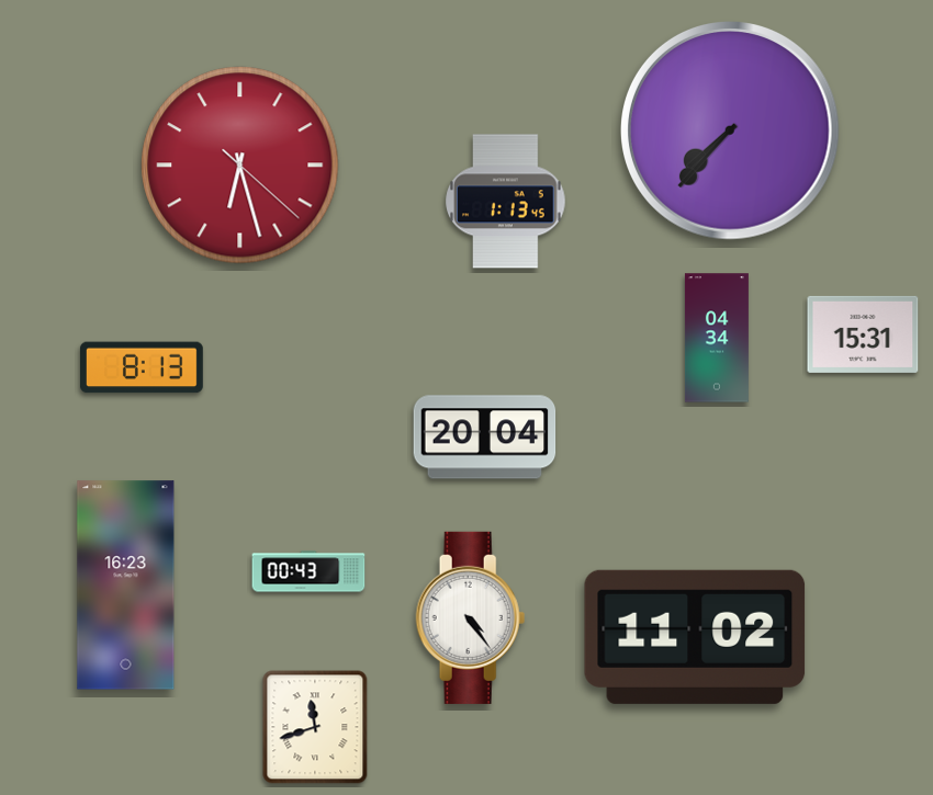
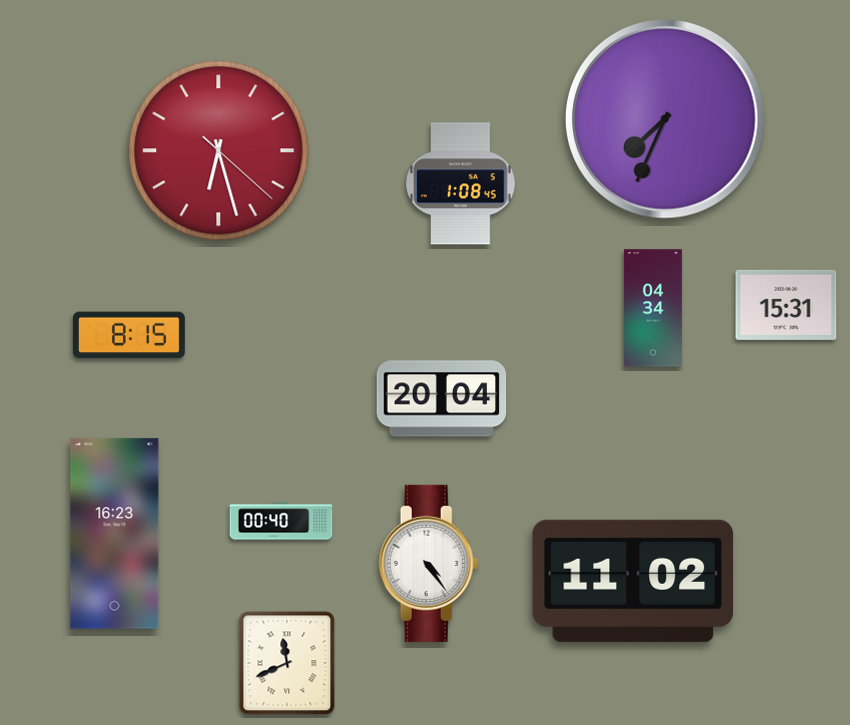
clock at (731, 132): 7:37 -> 7:34
clock at (506, 202): 1:13 -> 1:08
clock at (142, 367): 8:13 -> 8:15
clock at (308, 571): 00:43 -> 00:40
clock at (315, 727): 11:42 -> 11:41
